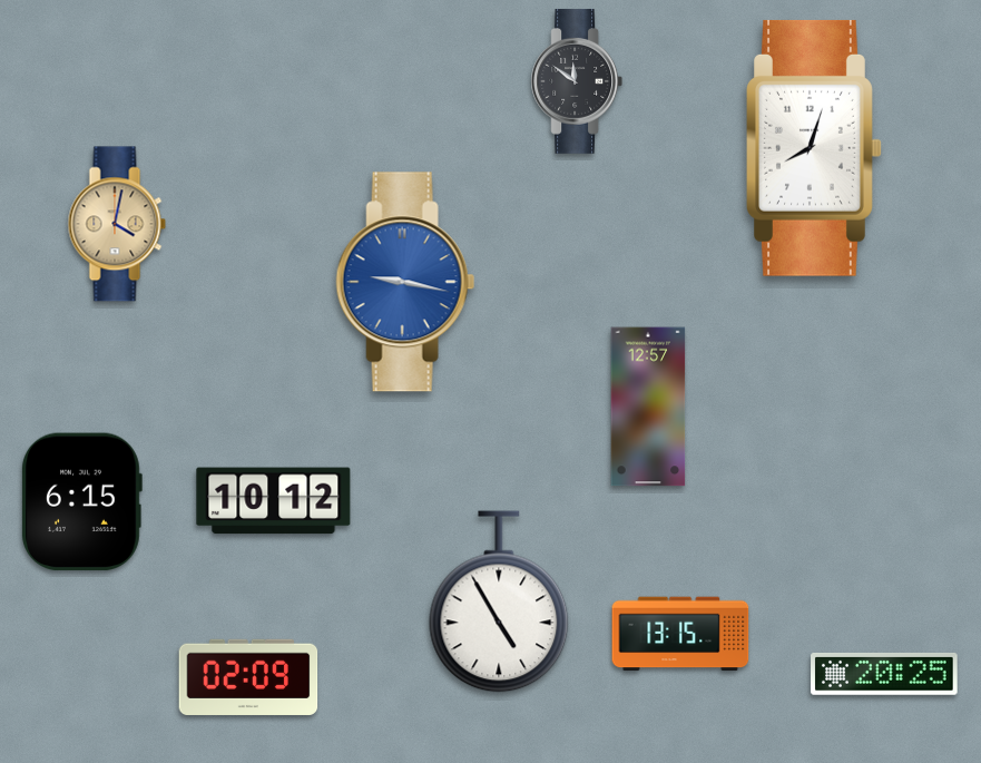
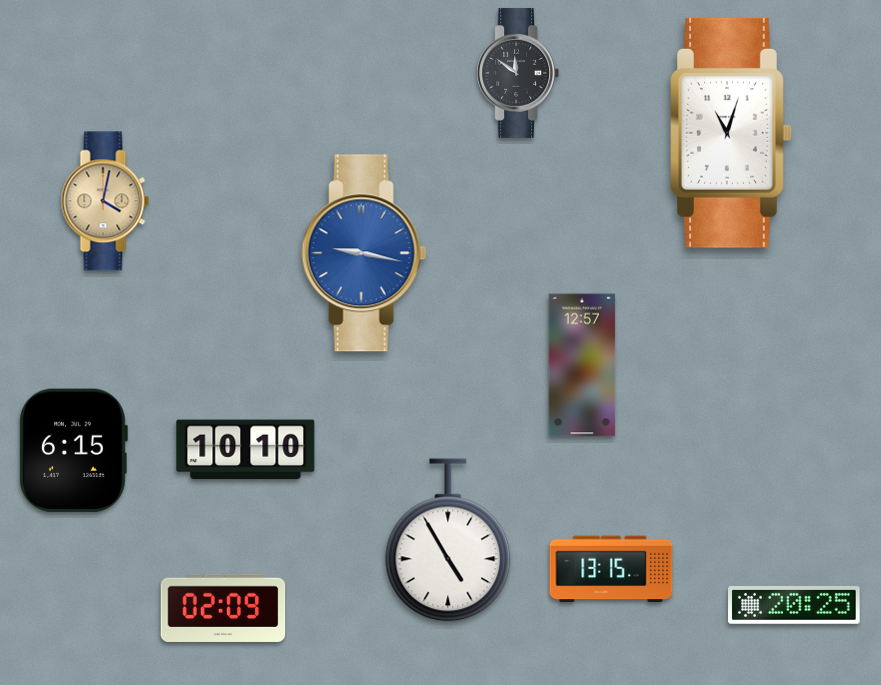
clock at (814, 148): 8:03 -> 11:03
clock at (274, 501): 10:12 -> 10:10
